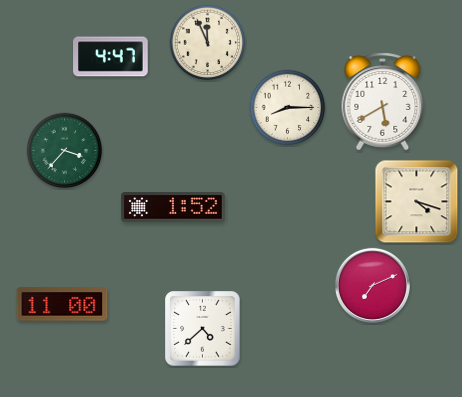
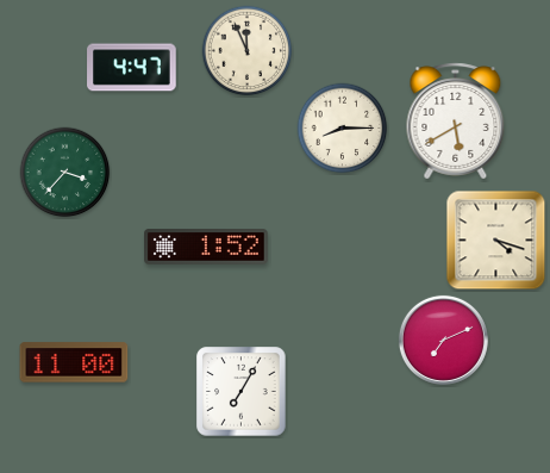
clock at (65, 151) position: (65, 151) -> (65, 173)
clock at (203, 329): 4:38 -> 7:05
